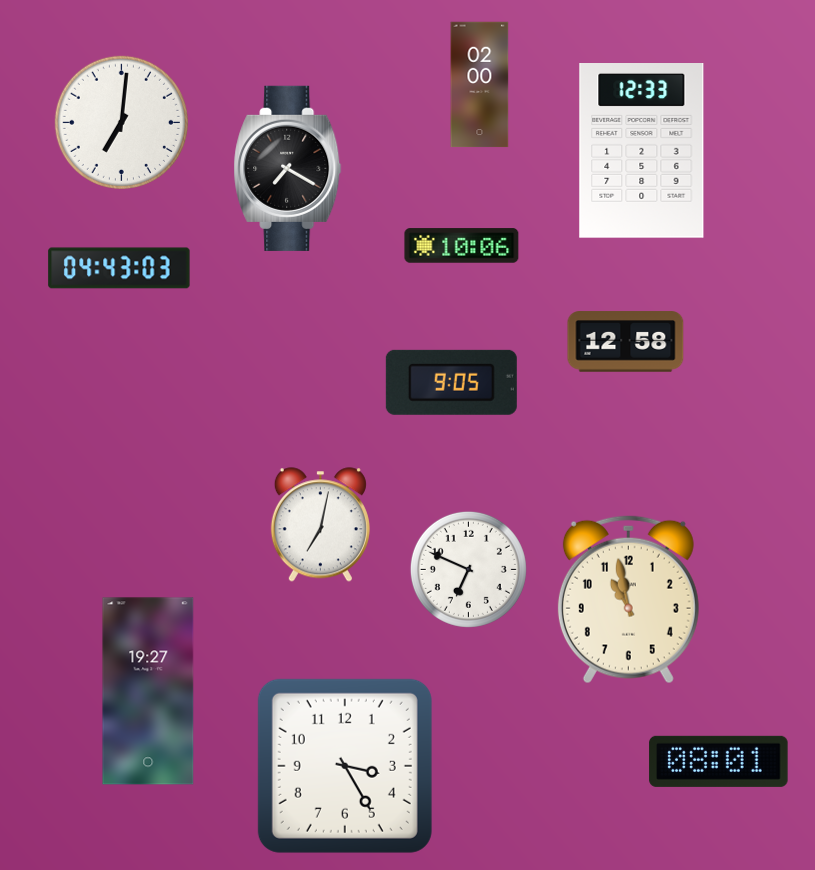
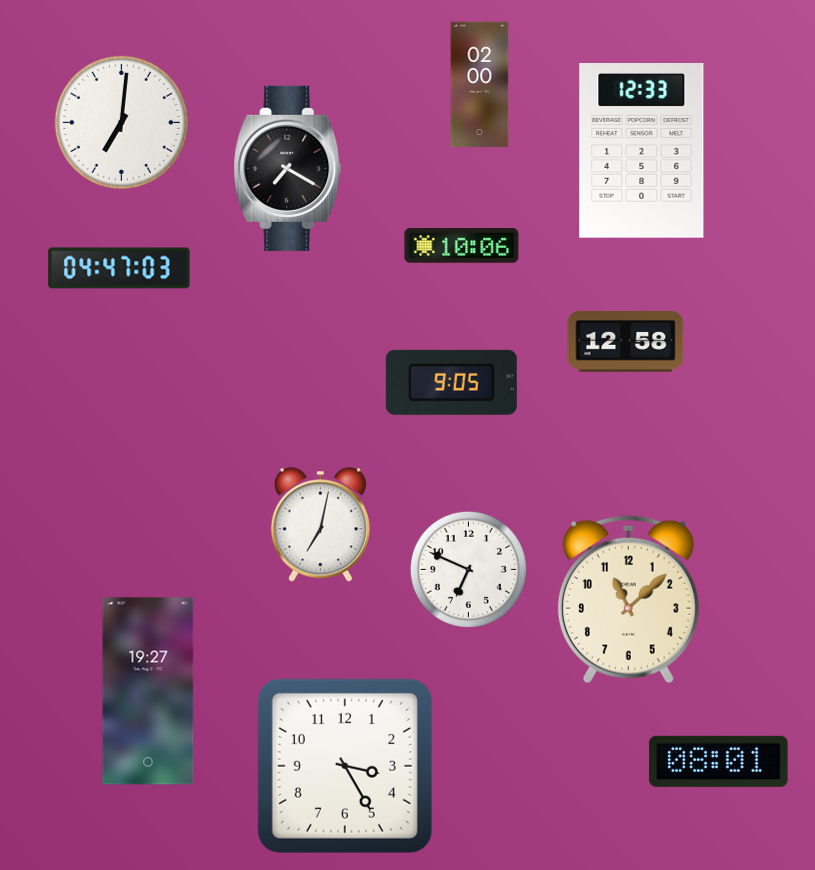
clock at (119, 268): 04:43 -> 04:47
clock at (628, 600): 10:58 -> 11:08
